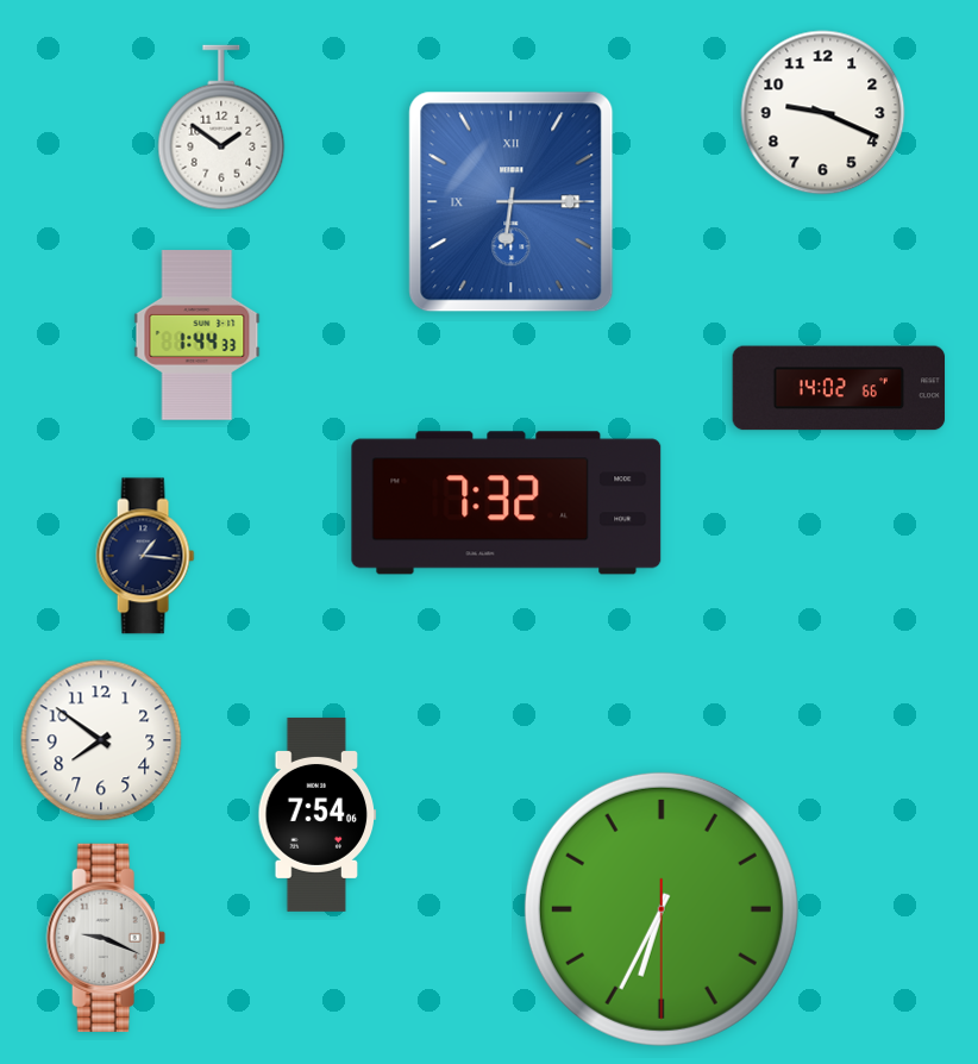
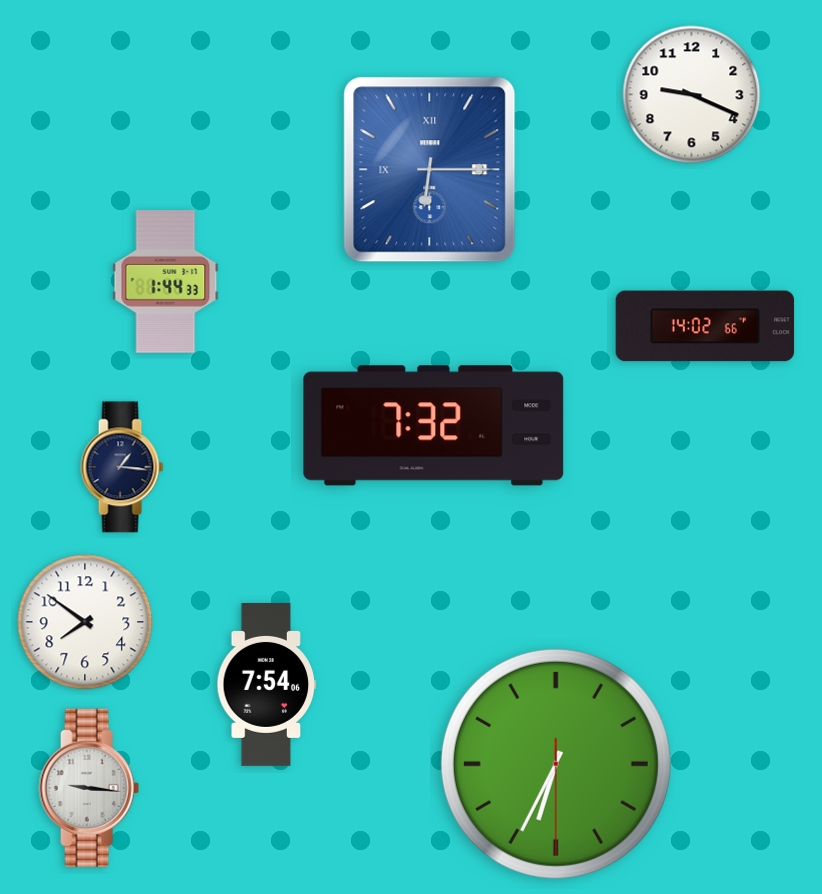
clock at (221, 127): 1:51 -> none
clock at (507, 503) position: (507, 503) -> (434, 426)
clock at (106, 938): 9:19 -> 9:16
